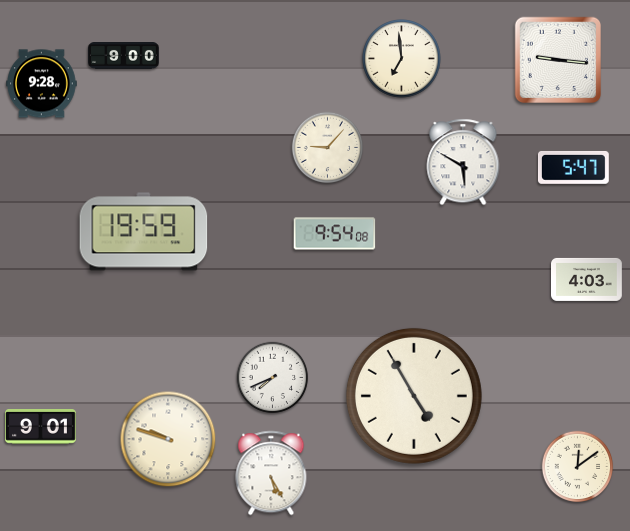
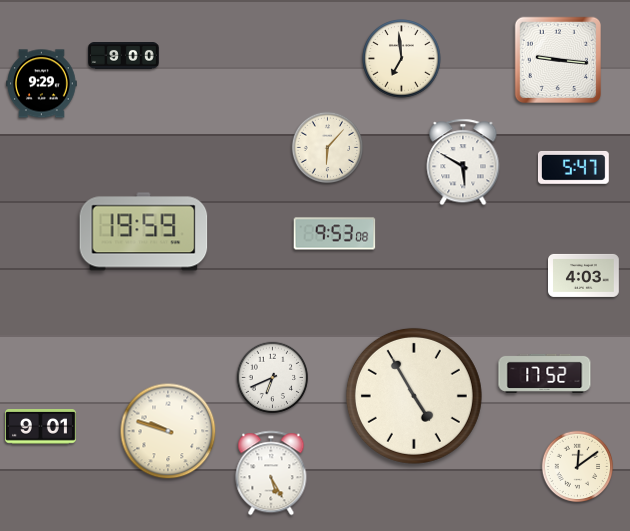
clock at (42, 84): 9:28 -> 9:29
clock at (328, 148): 9:07 -> 6:07
clock at (335, 234): 9:54 -> 9:53
clock at (587, 279) position: (587, 279) -> (584, 275)
clock at (545, 373): none -> 17:52
clock at (273, 378): 7:41 -> 6:41
clock at (168, 439) position: (168, 439) -> (168, 431)
